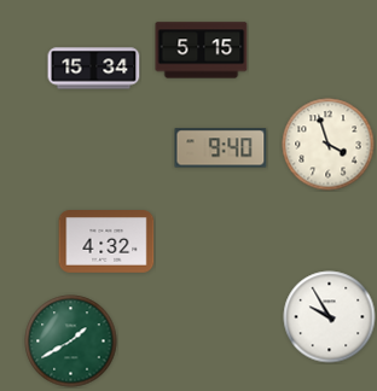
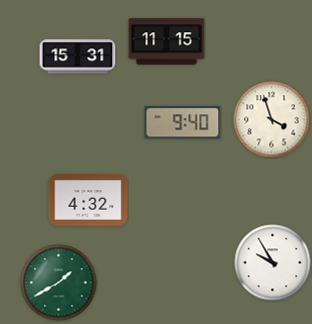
clock at (202, 51): 5:15 -> 11:15
clock at (94, 69): 15:34 -> 15:31
